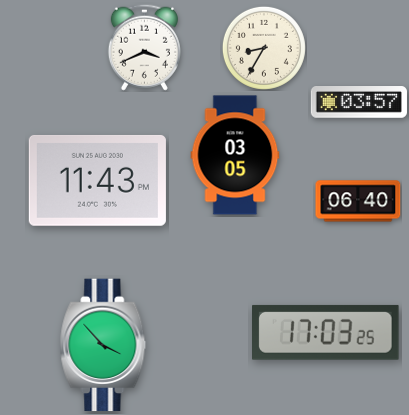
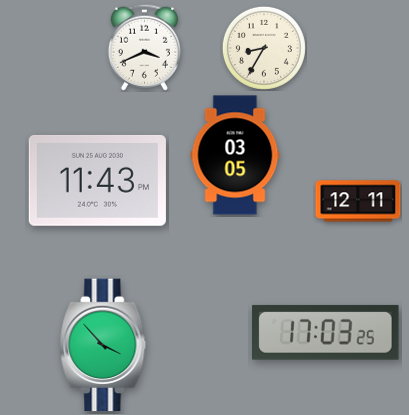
clock at (359, 103): 03:57 -> none
clock at (358, 201): 06:40 -> 12:11
